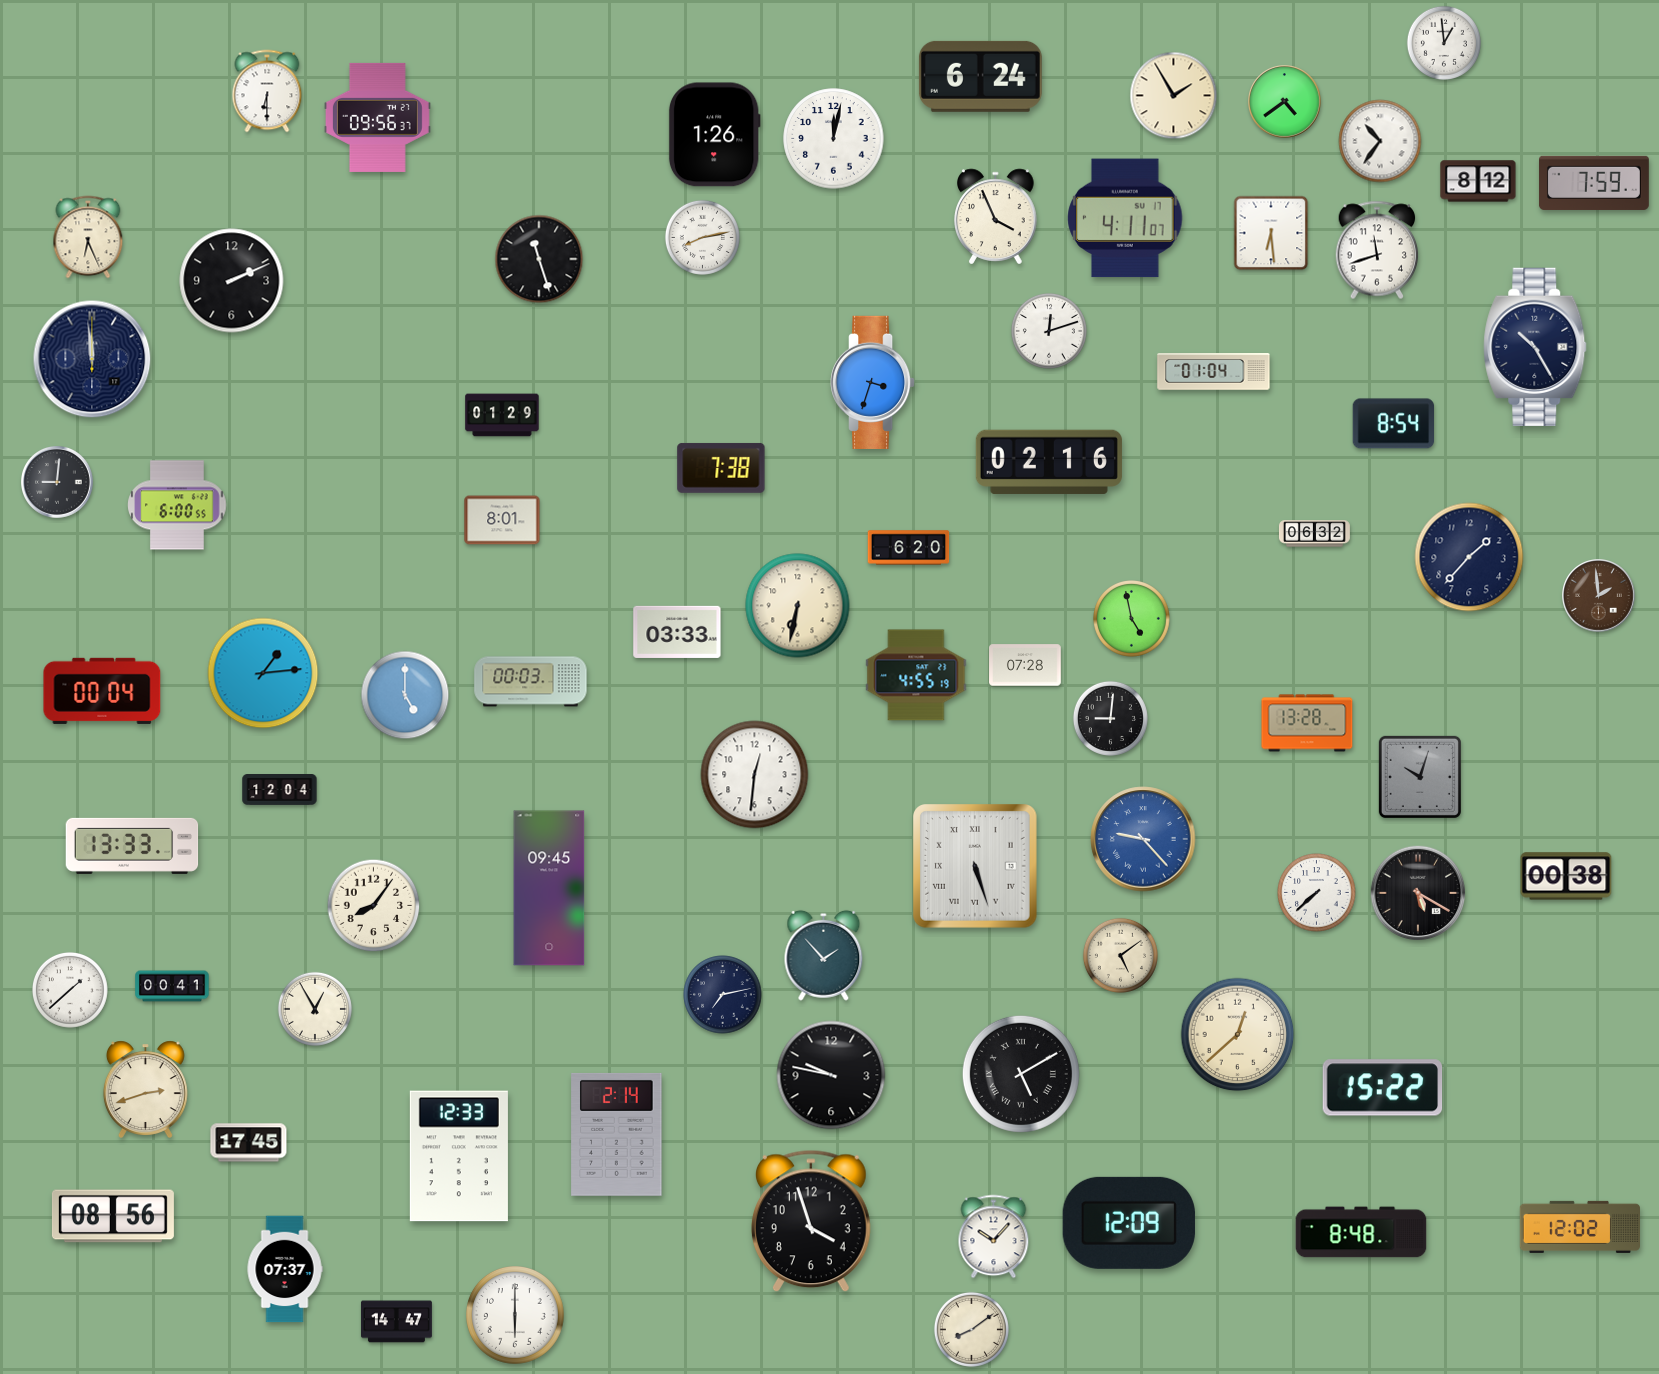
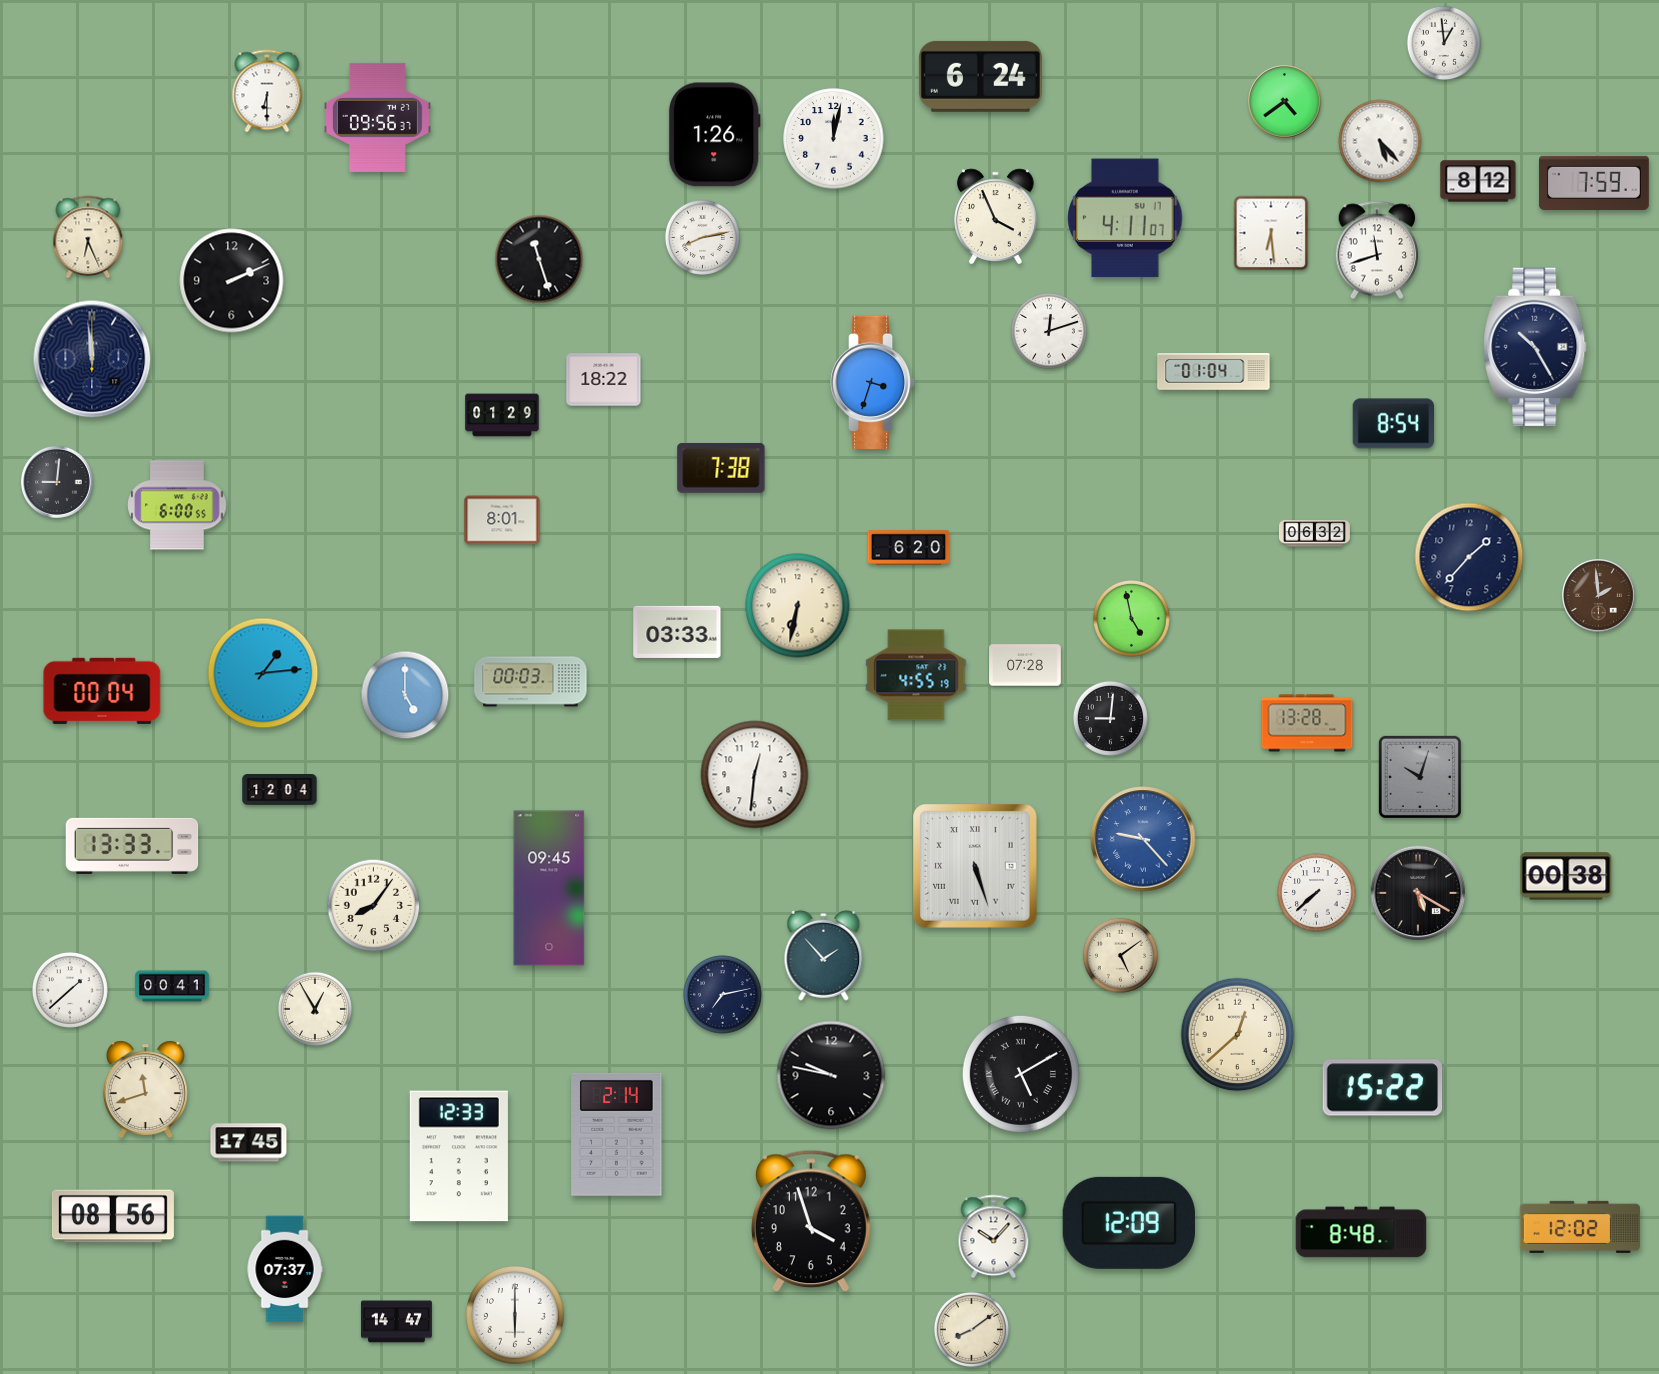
clock at (1174, 96): 1:55 -> none
clock at (1380, 141): 10:36 -> 5:23
clock at (604, 380): none -> 18:22
clock at (1049, 462): 02:16 -> none
clock at (145, 1089): 2:42 -> 11:42
